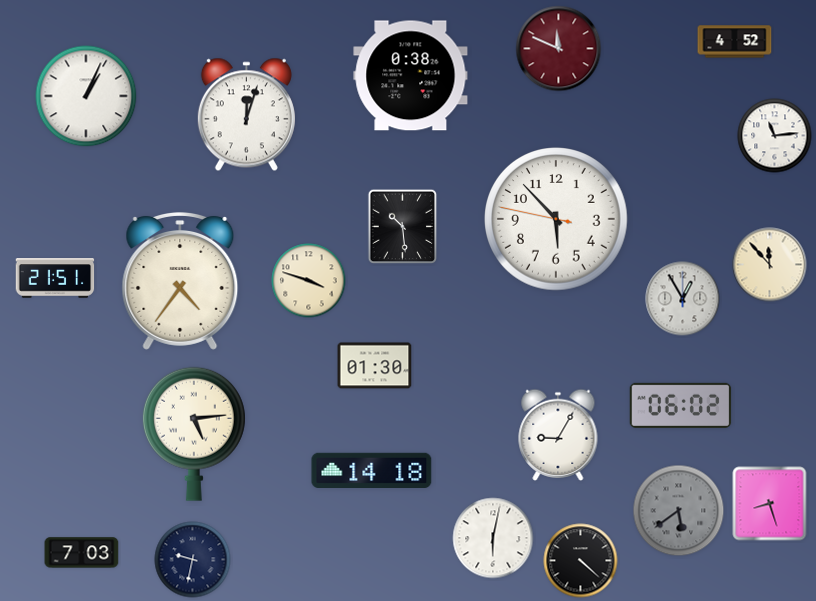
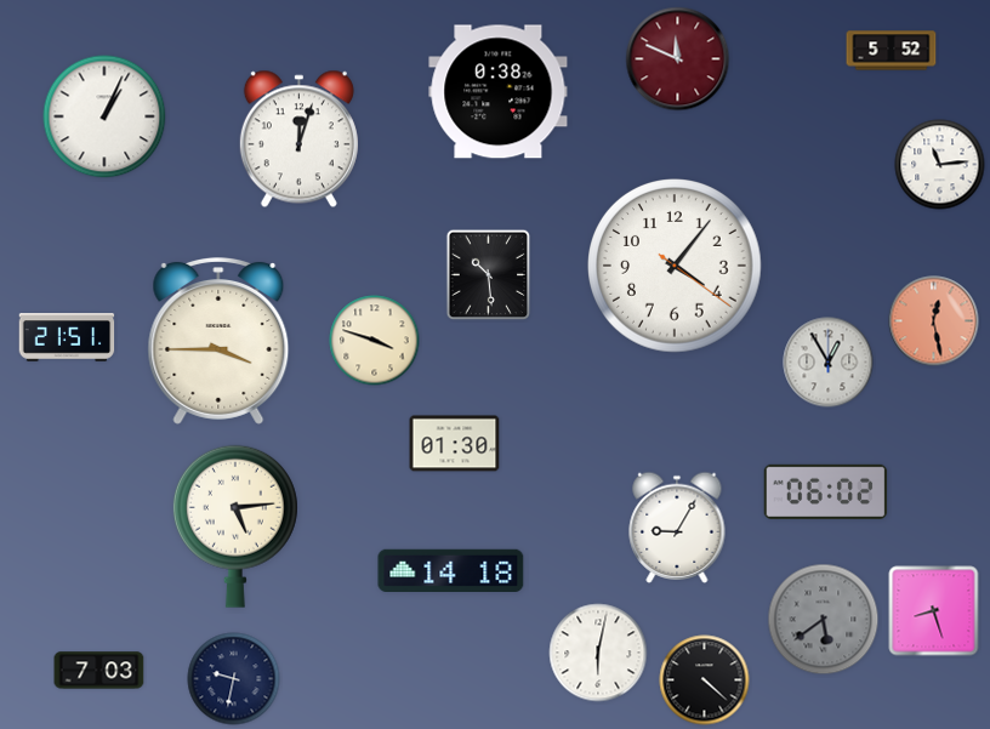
clock at (735, 42): 4:52 -> 5:52
clock at (557, 220): 5:52 -> 4:06
clock at (770, 265): 11:53 -> 12:28
clock at (770, 265) dial: cream -> salmon
clock at (180, 282): 4:36 -> 3:45
